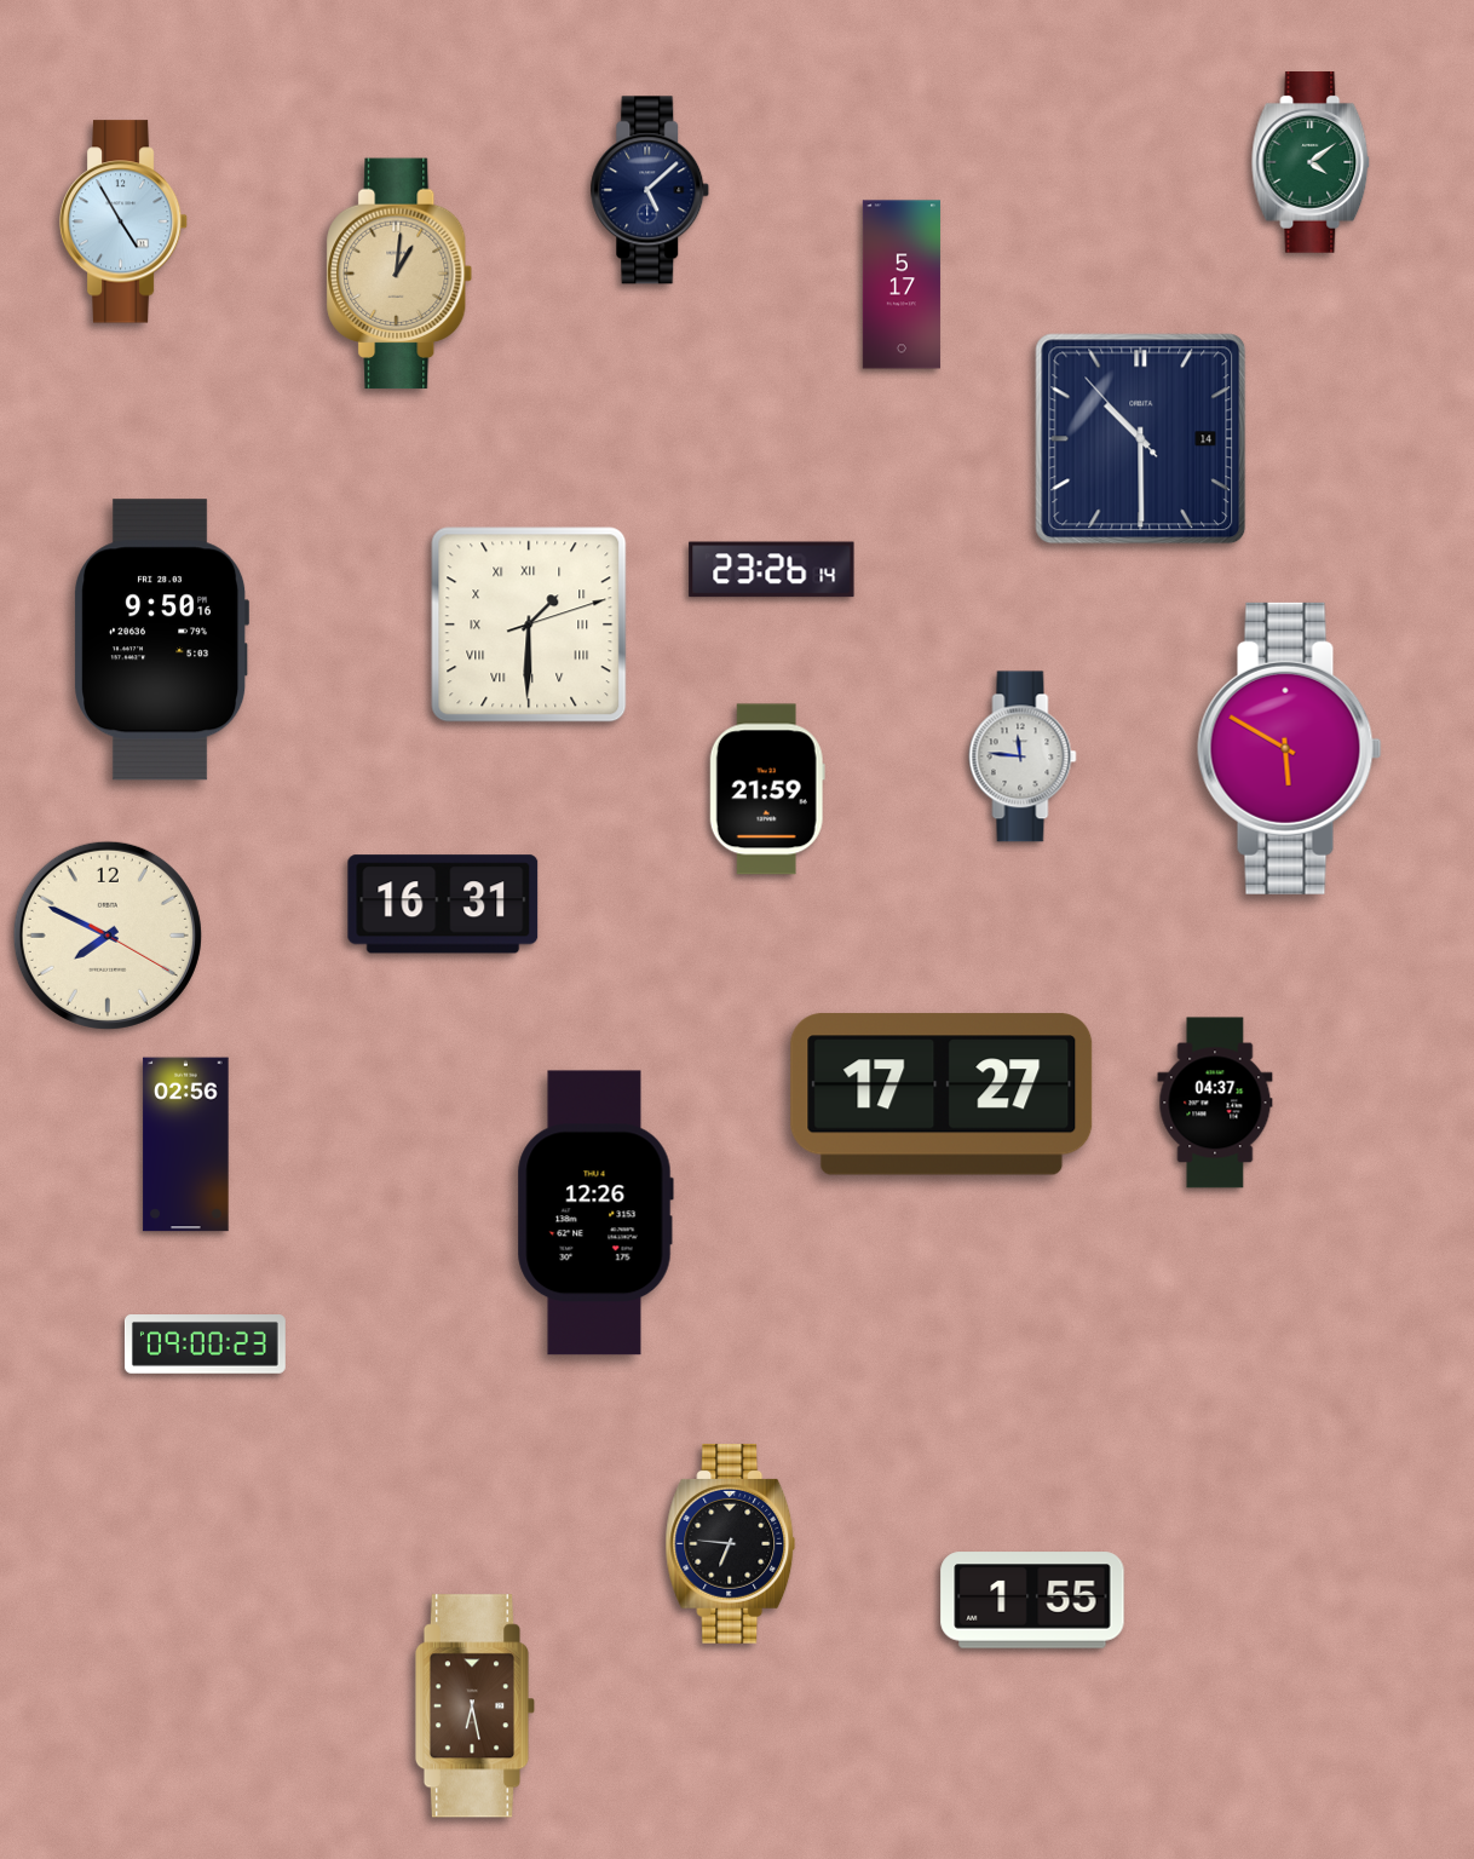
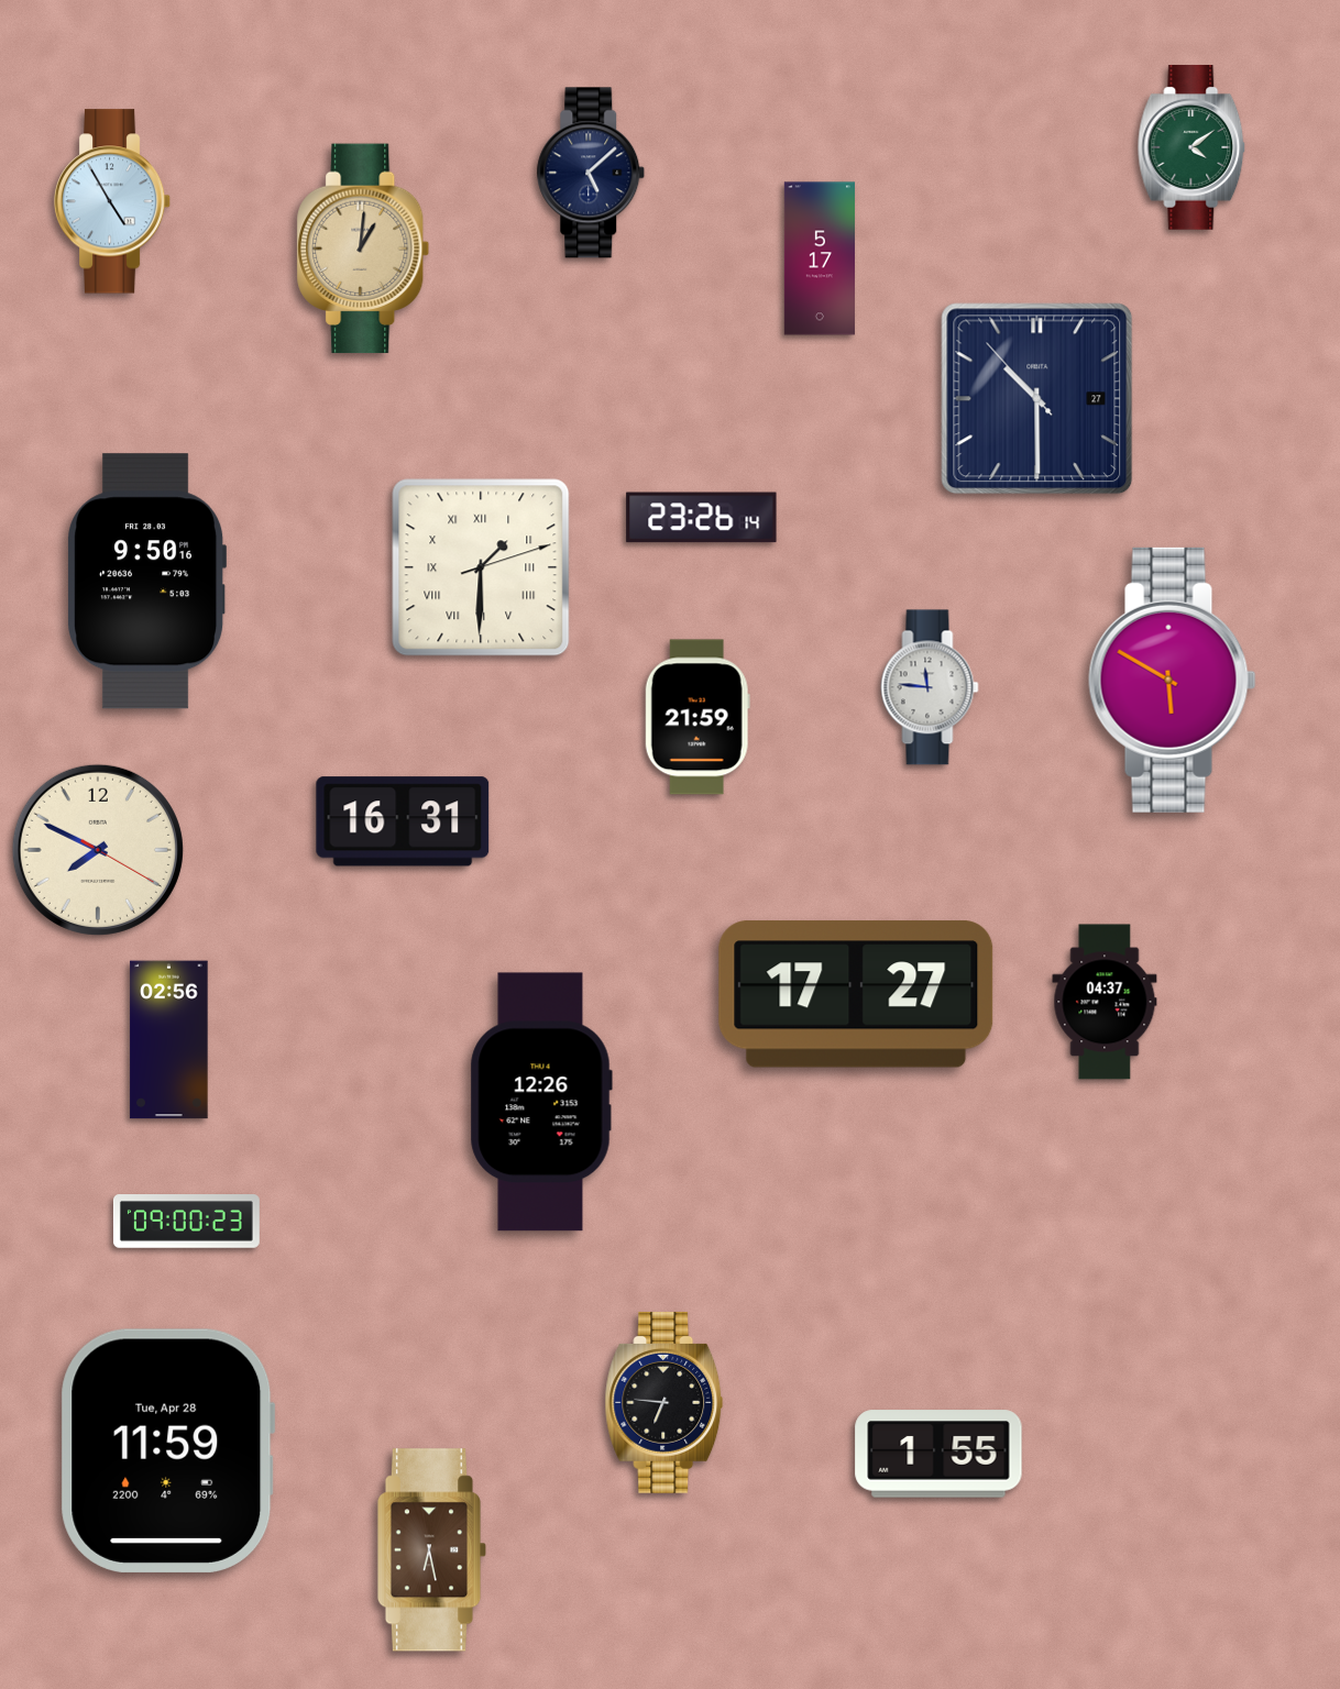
clock at (1141, 439) date: 14 -> 27
clock at (168, 1450): none -> 11:59
